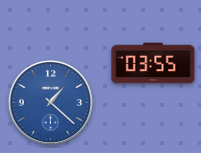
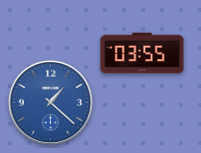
clock at (153, 63) position: (153, 63) -> (142, 53)
